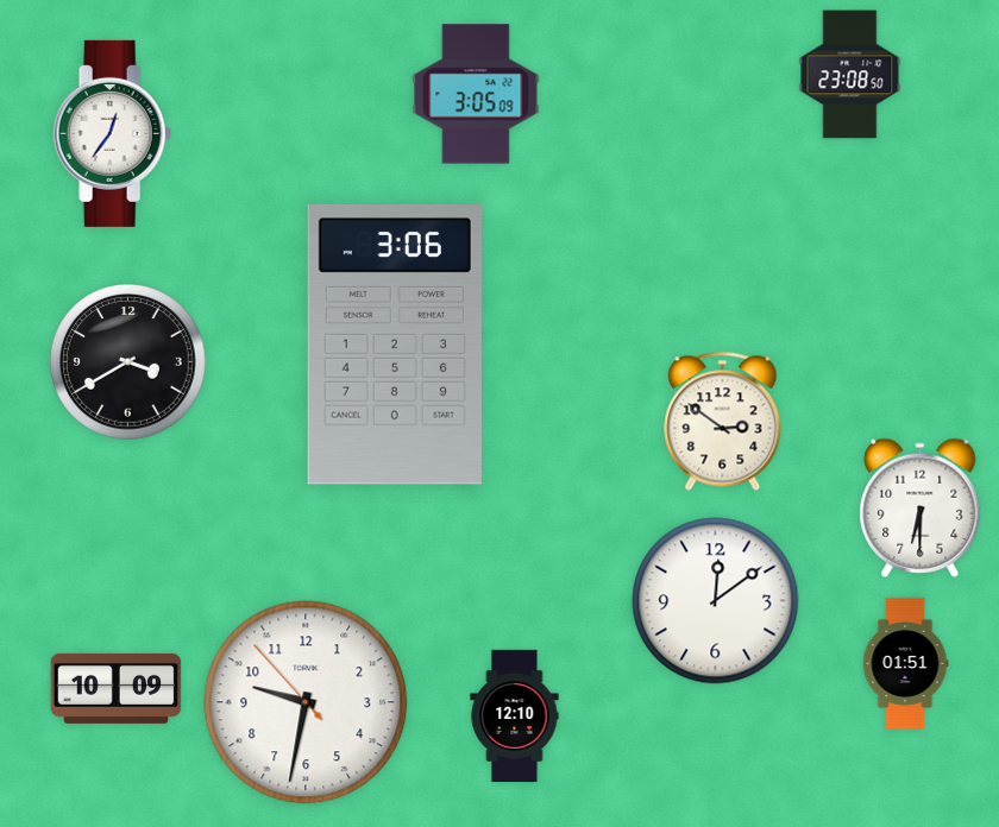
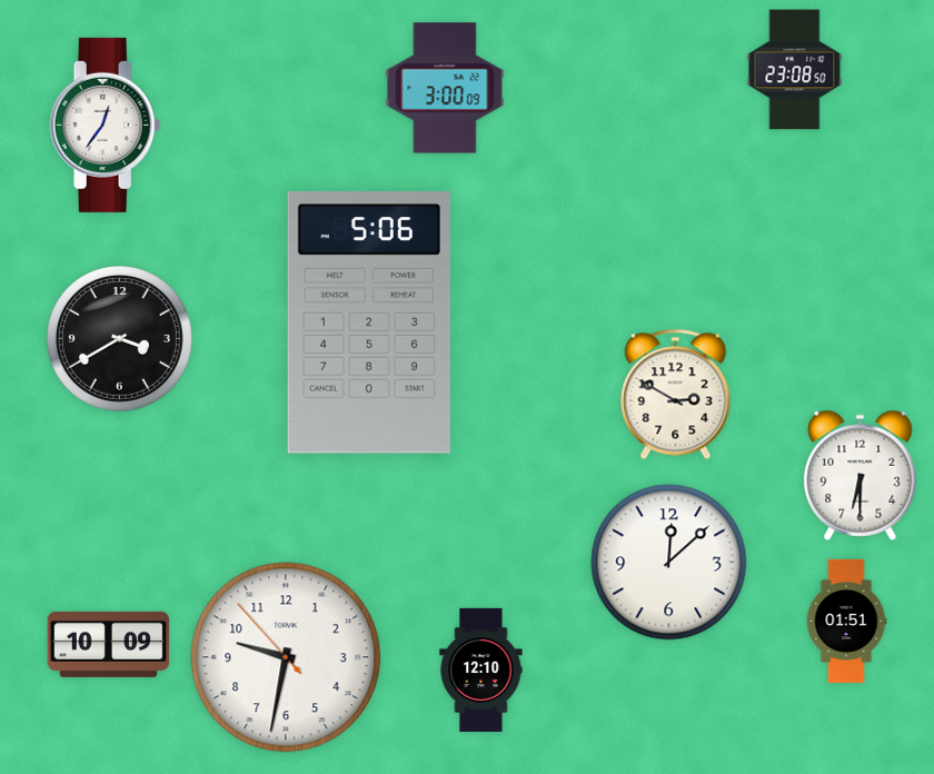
clock at (476, 94): 3:05 -> 3:00
clock at (395, 346): 3:06 -> 5:06
clock at (723, 421): 2:51 -> 2:50
clock at (716, 601): 12:09 -> 12:08
